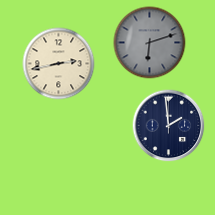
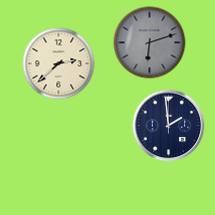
clock at (59, 64): 2:43 -> 2:38
